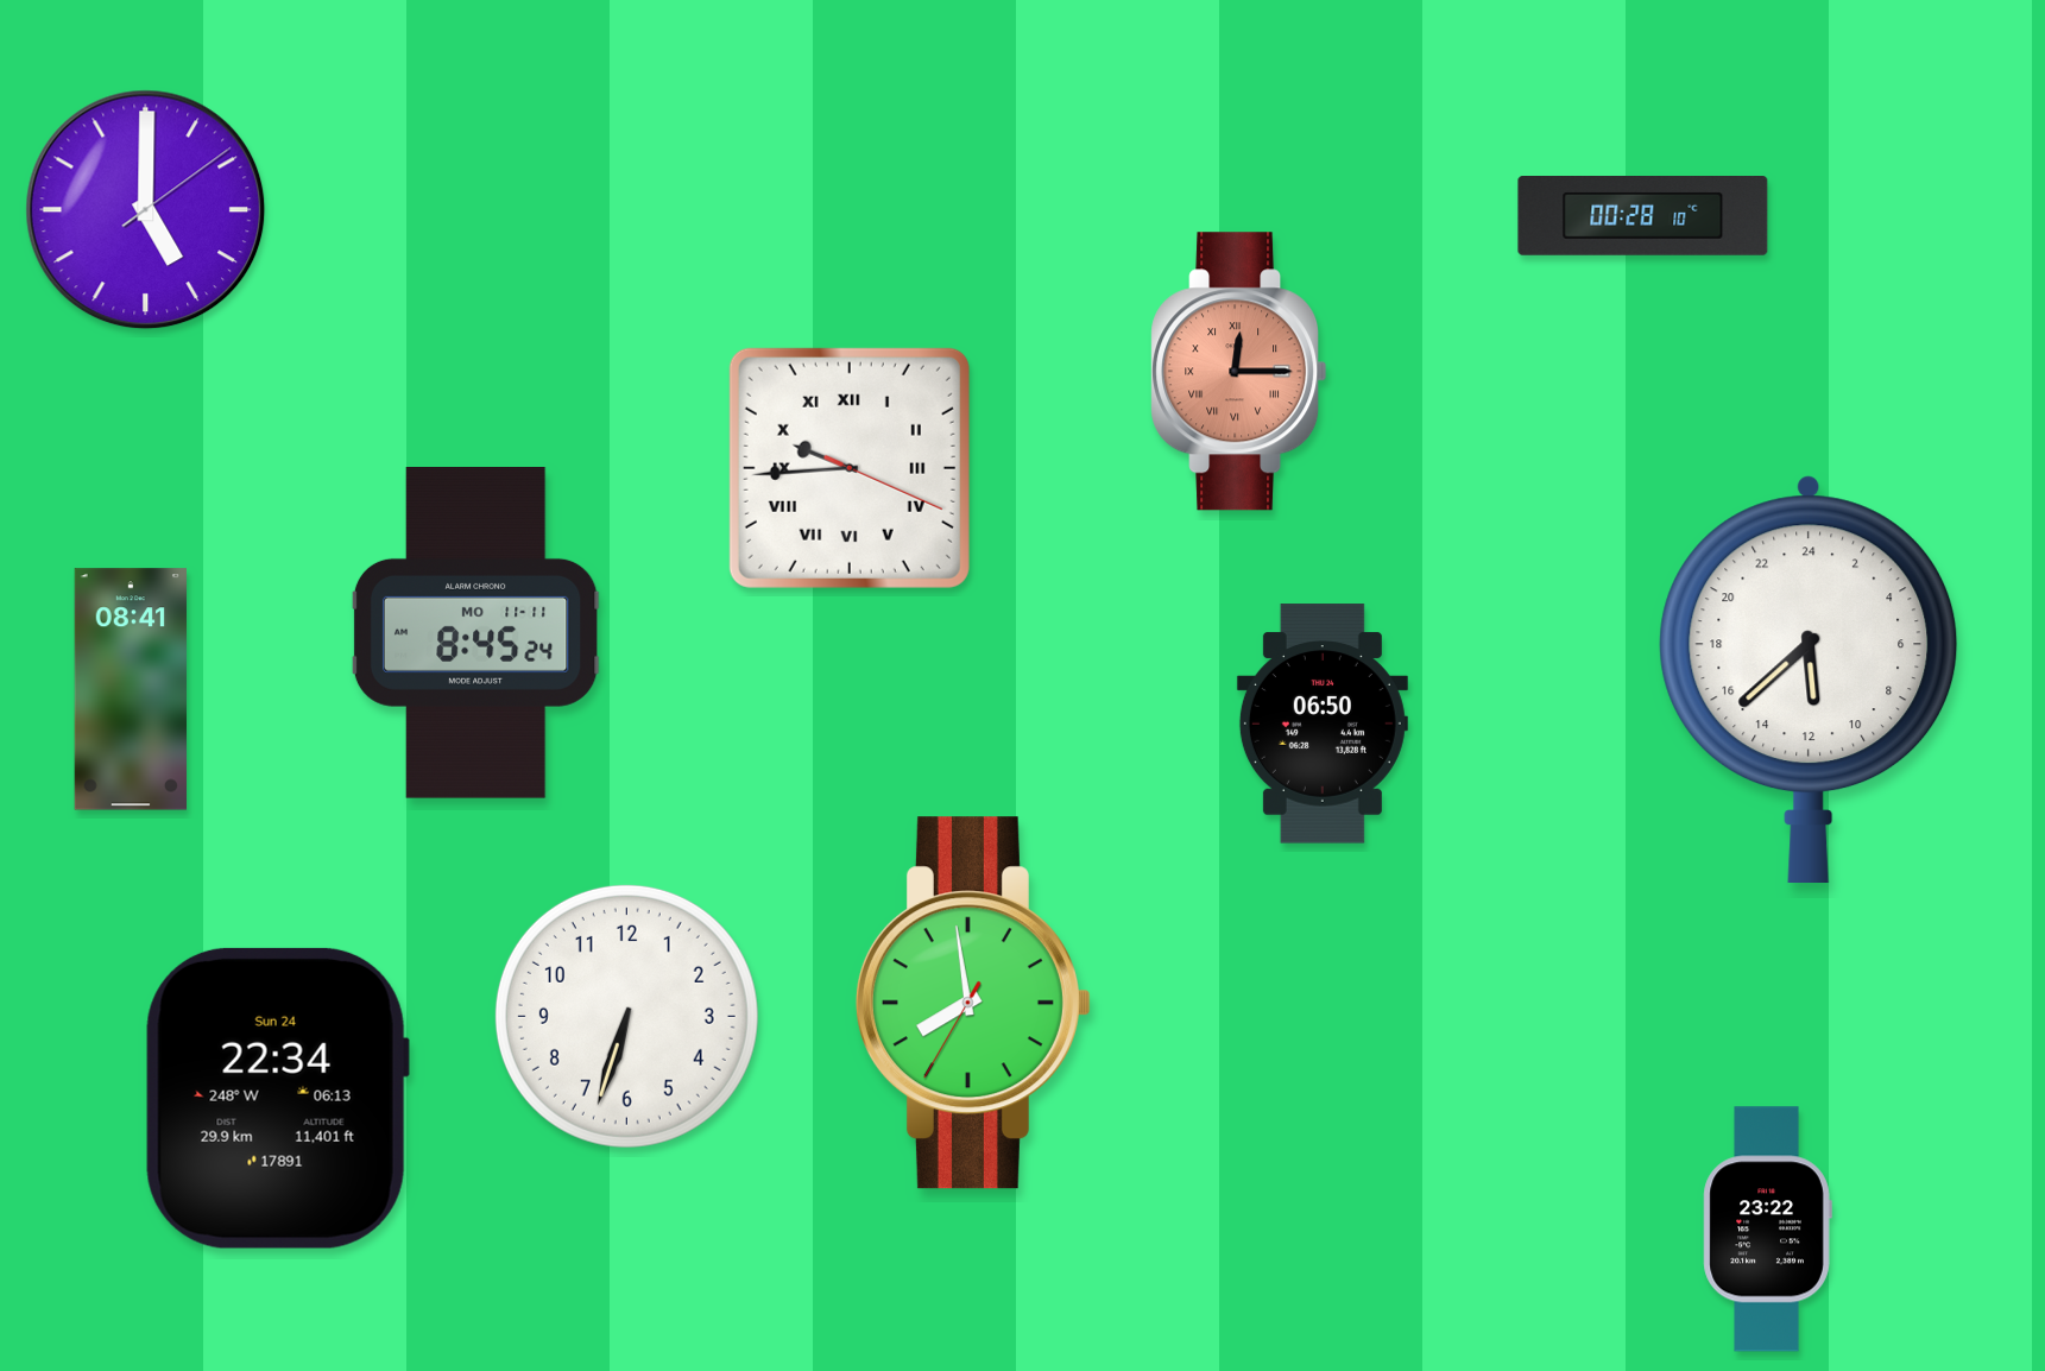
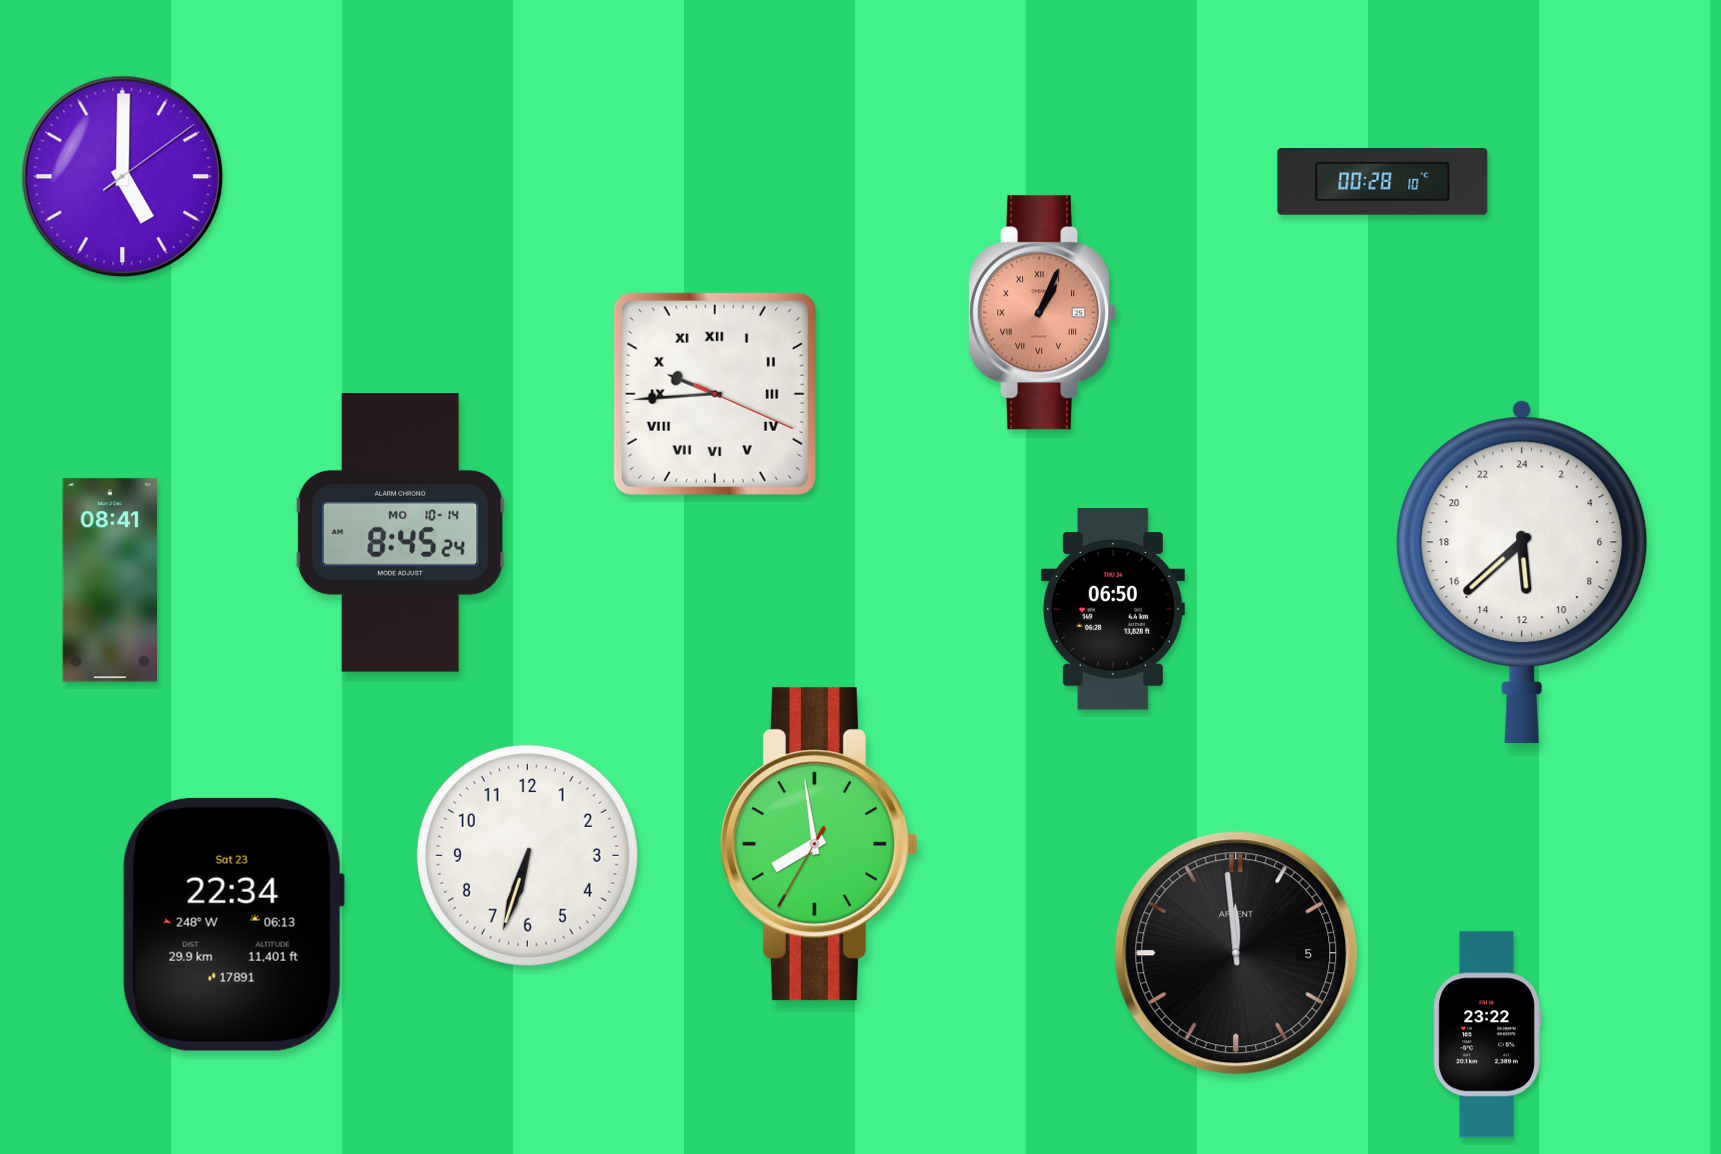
clock at (1239, 372): 12:15 -> 1:04
clock at (475, 633) date: MO 11-11 -> MO 10-14
clock at (277, 1098) date: Sun 24 -> Sat 23
clock at (1236, 953): none -> 11:59
